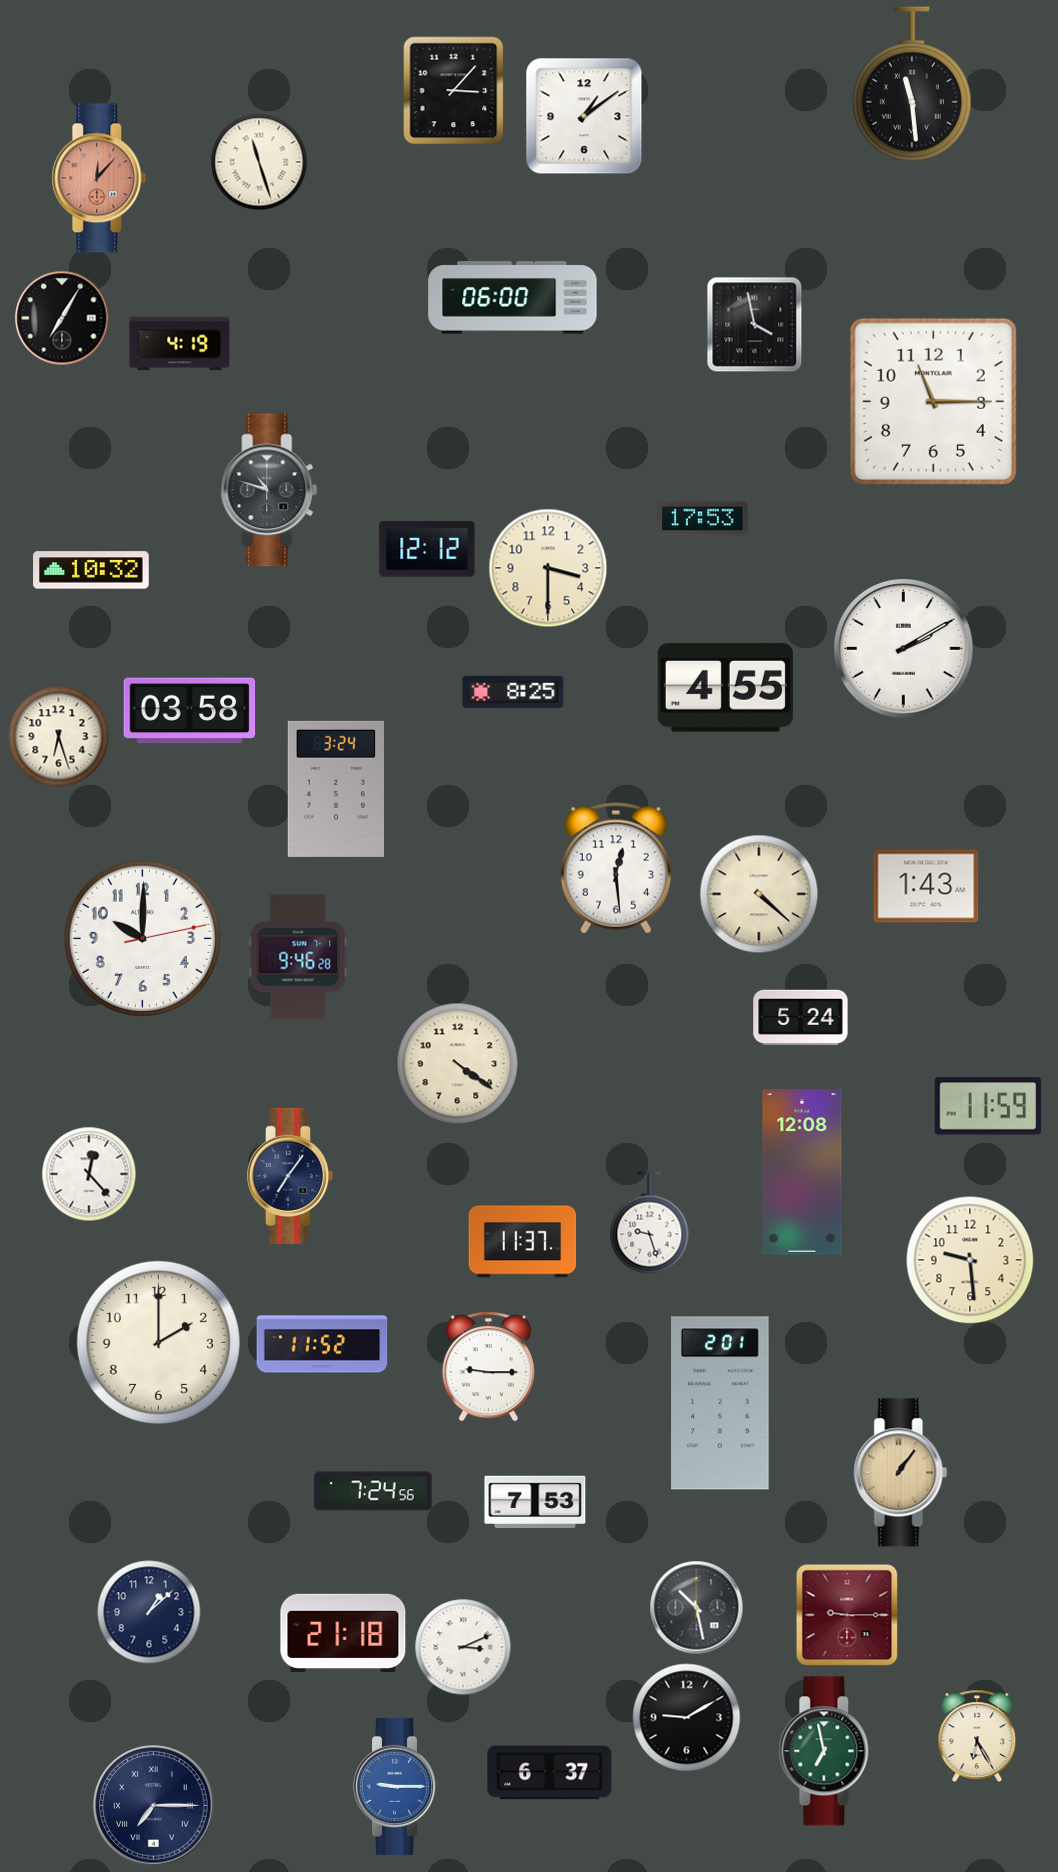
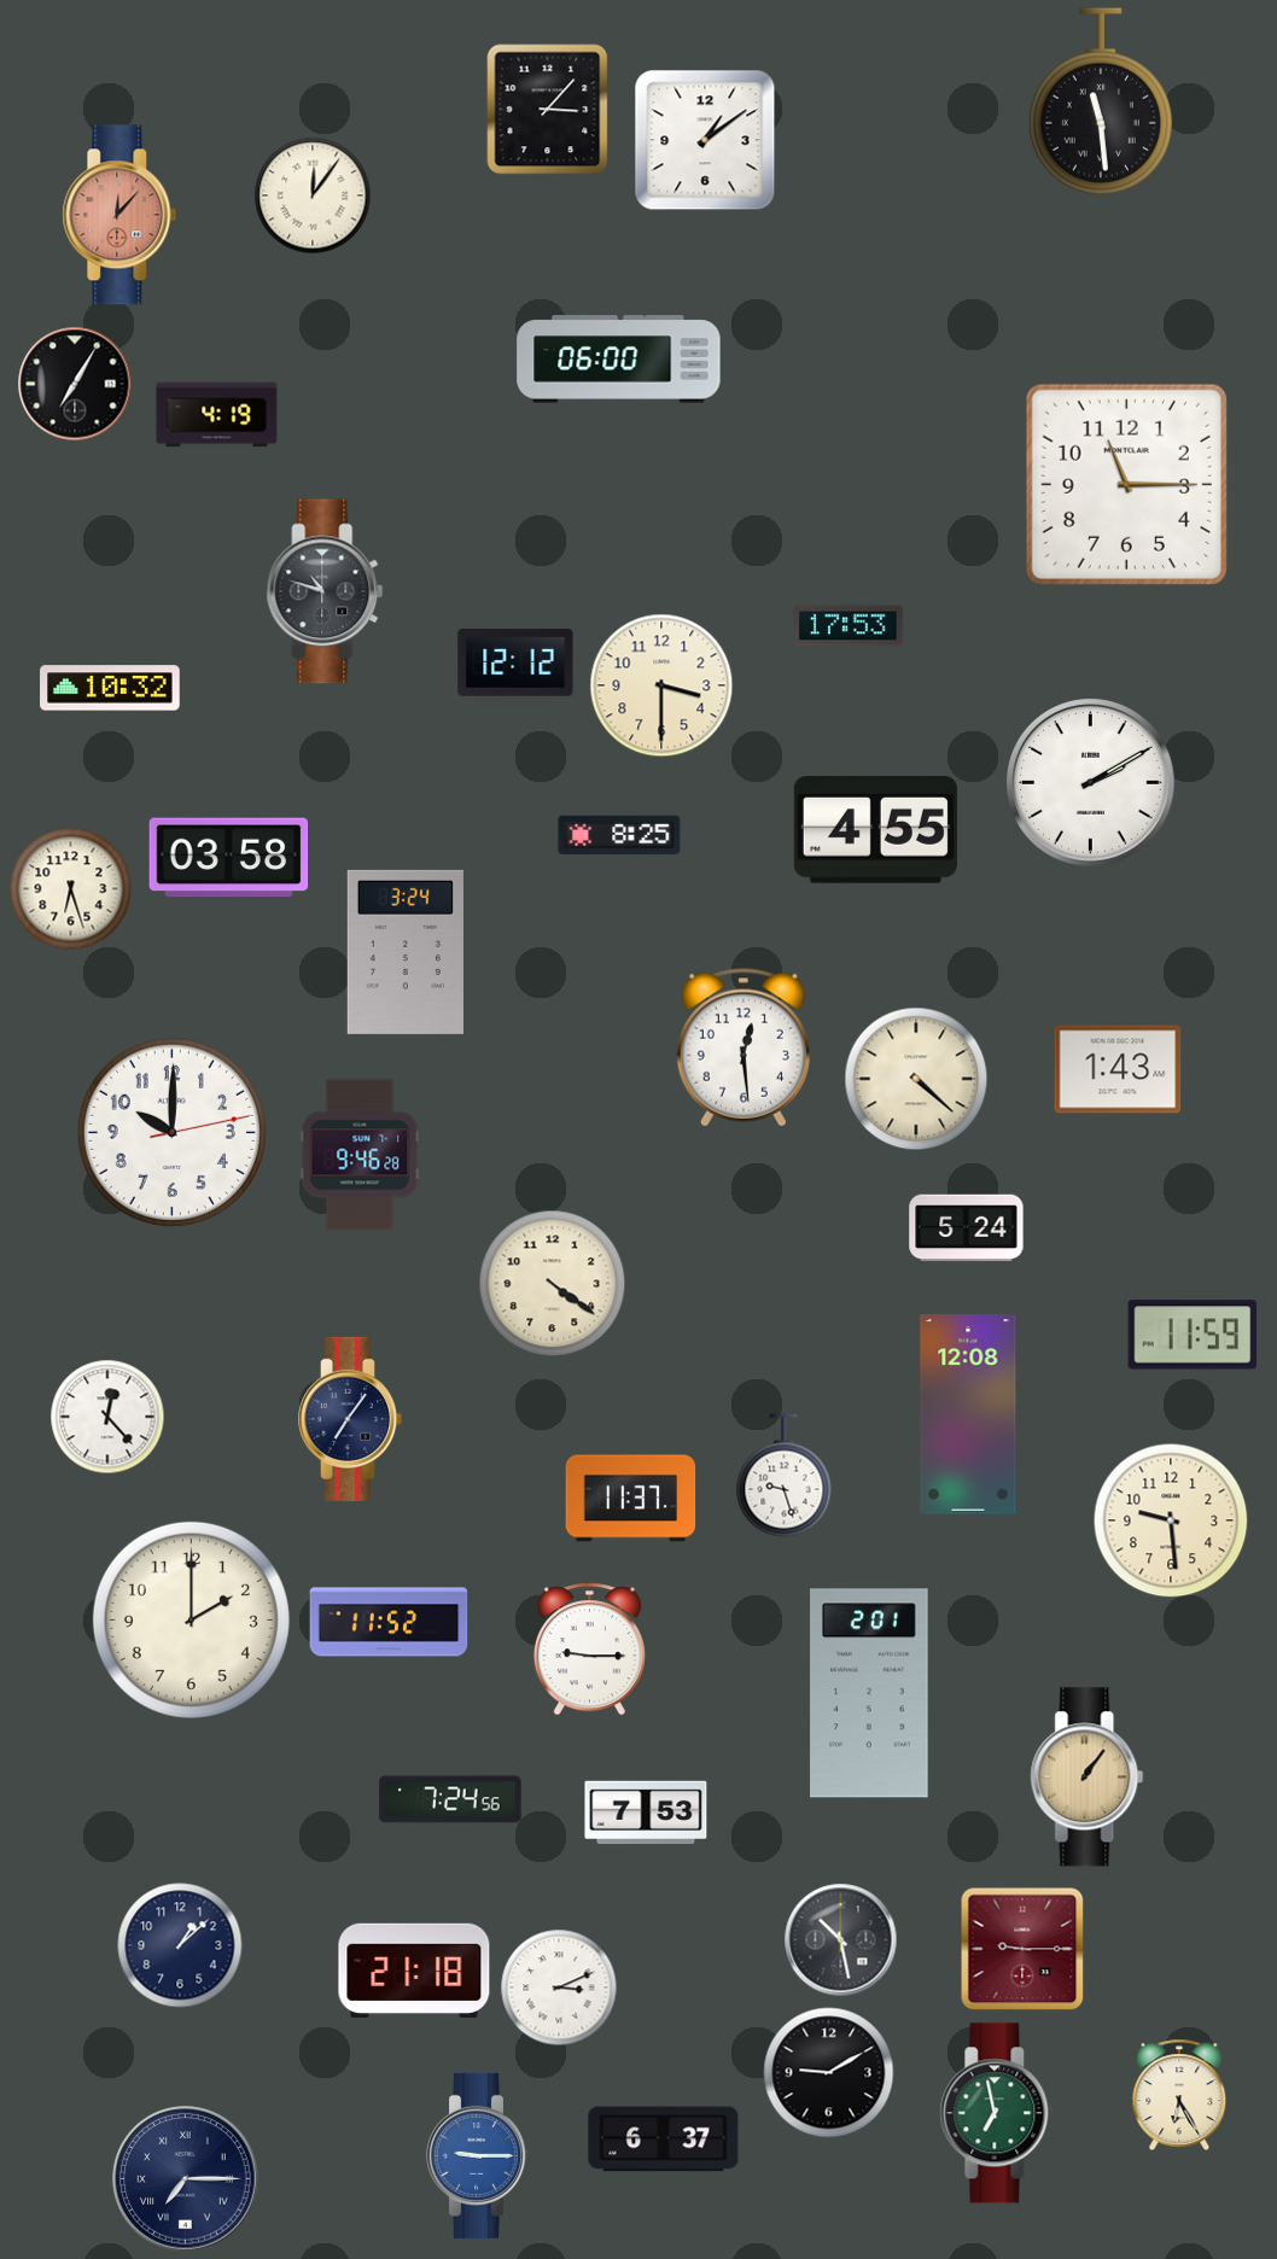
clock at (259, 162): 11:27 -> 12:06
clock at (755, 325): 3:58 -> none
